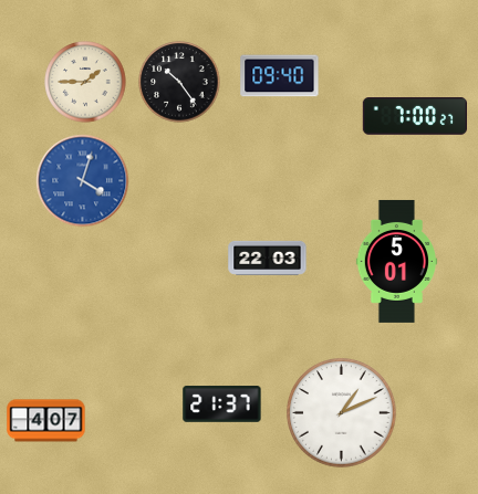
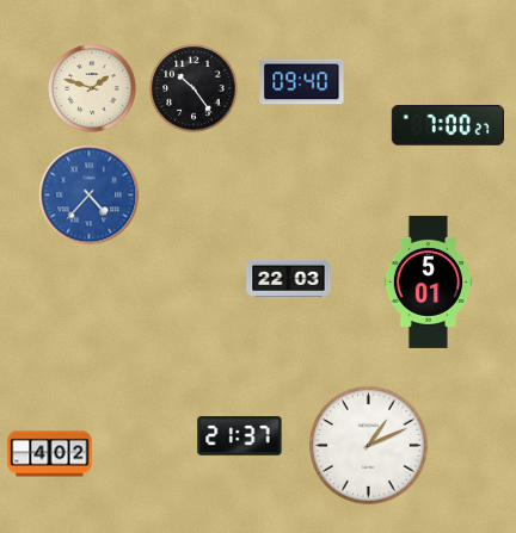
clock at (85, 82): 1:45 -> 1:48
clock at (83, 181): 4:03 -> 4:37
clock at (46, 421): 4:07 -> 4:02
